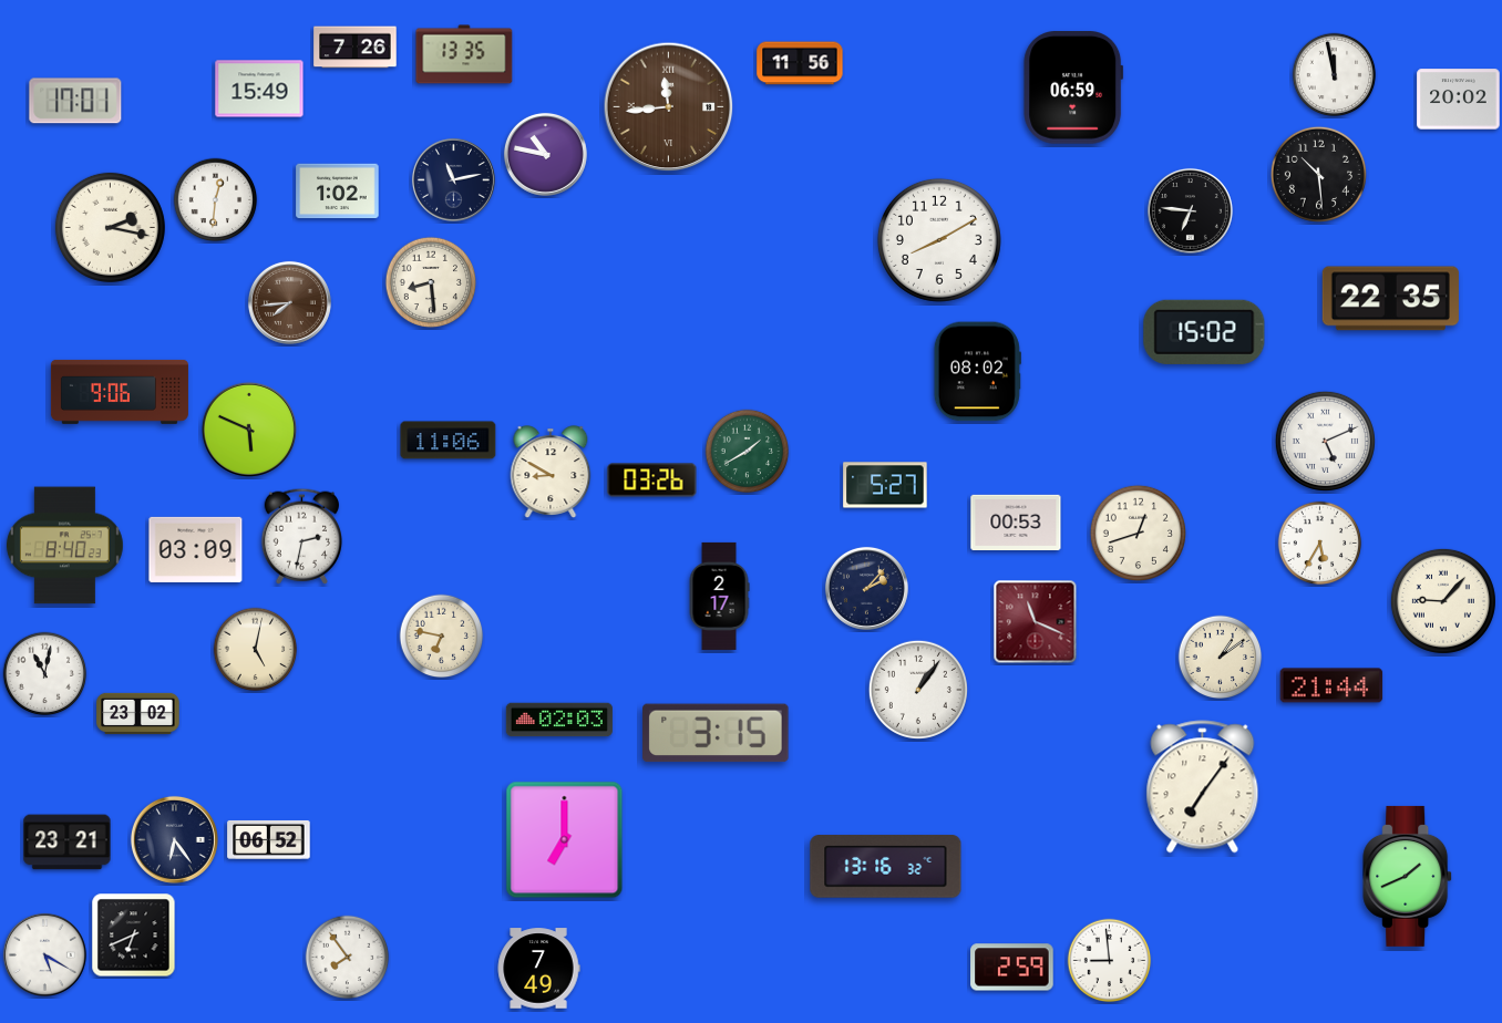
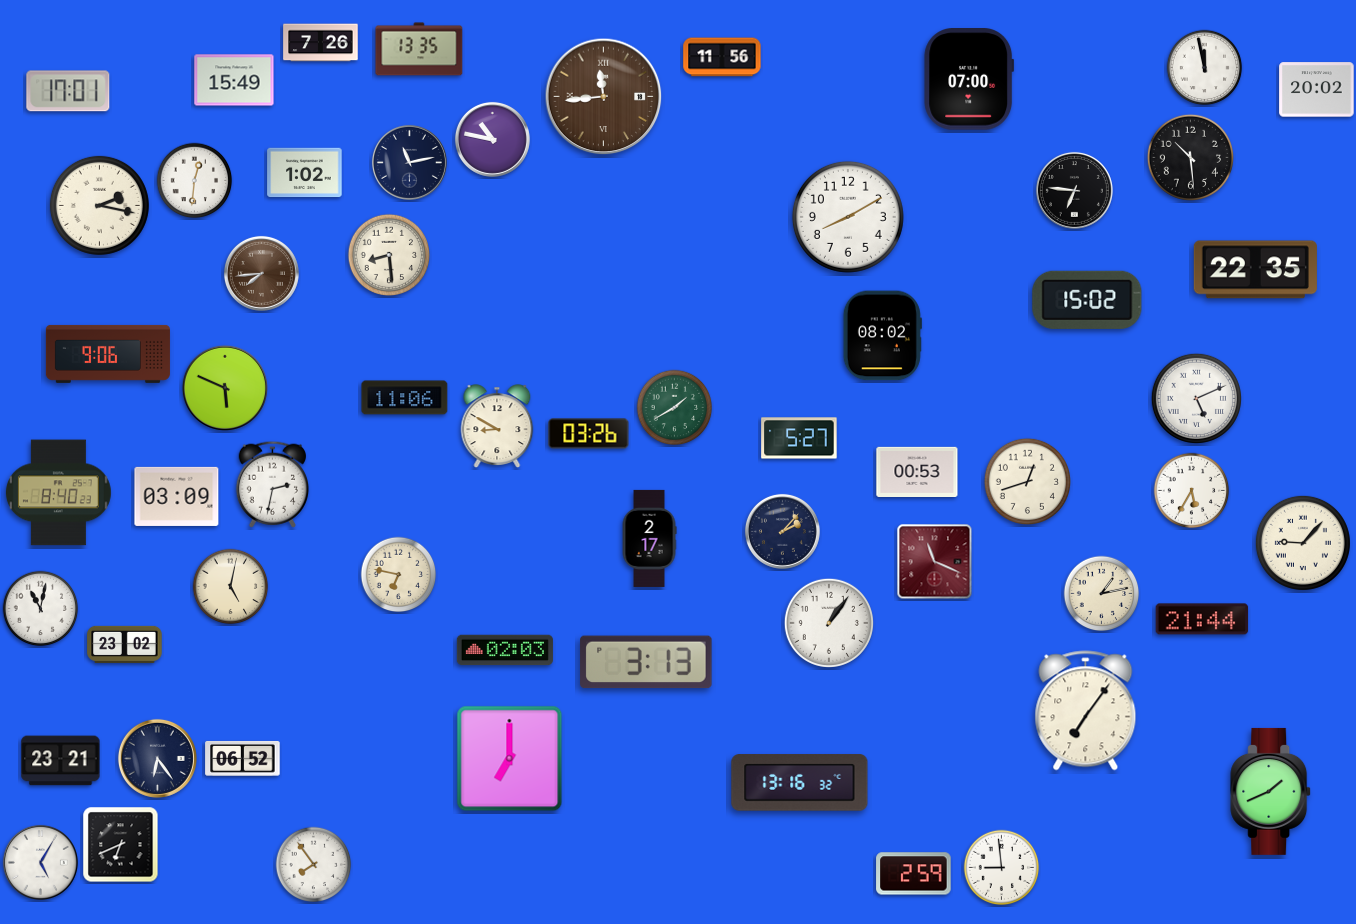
clock at (1073, 89): 06:59 -> 07:00
clock at (1221, 658): 1:09 -> 1:13
clock at (716, 733): 3:15 -> 3:13
clock at (44, 954): 5:20 -> 5:05
clock at (538, 969): 7:49 -> none
